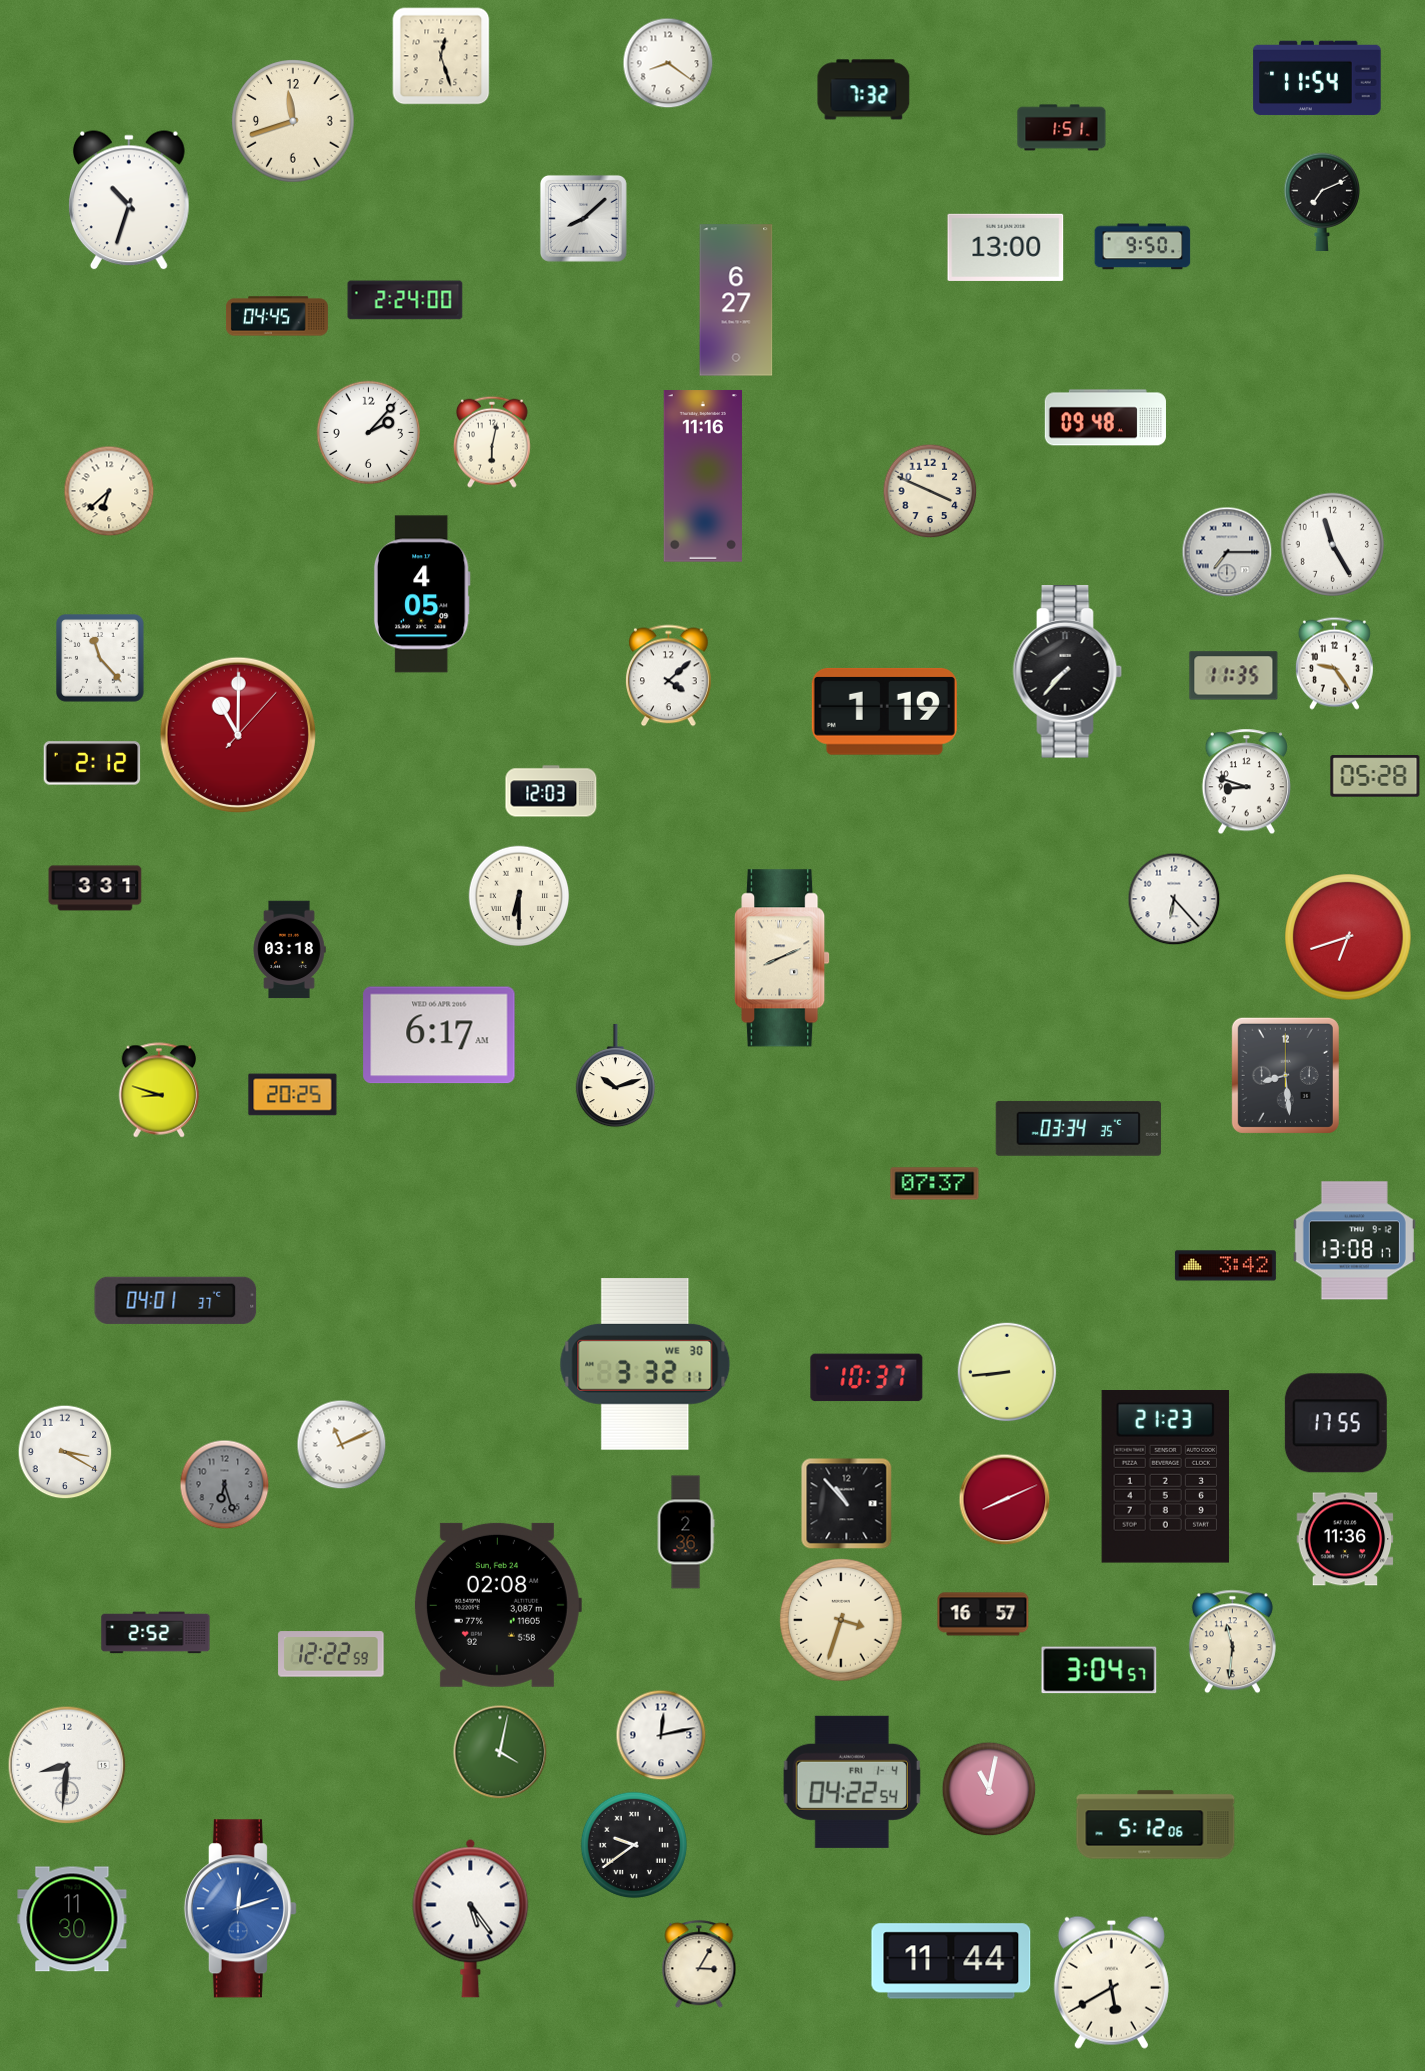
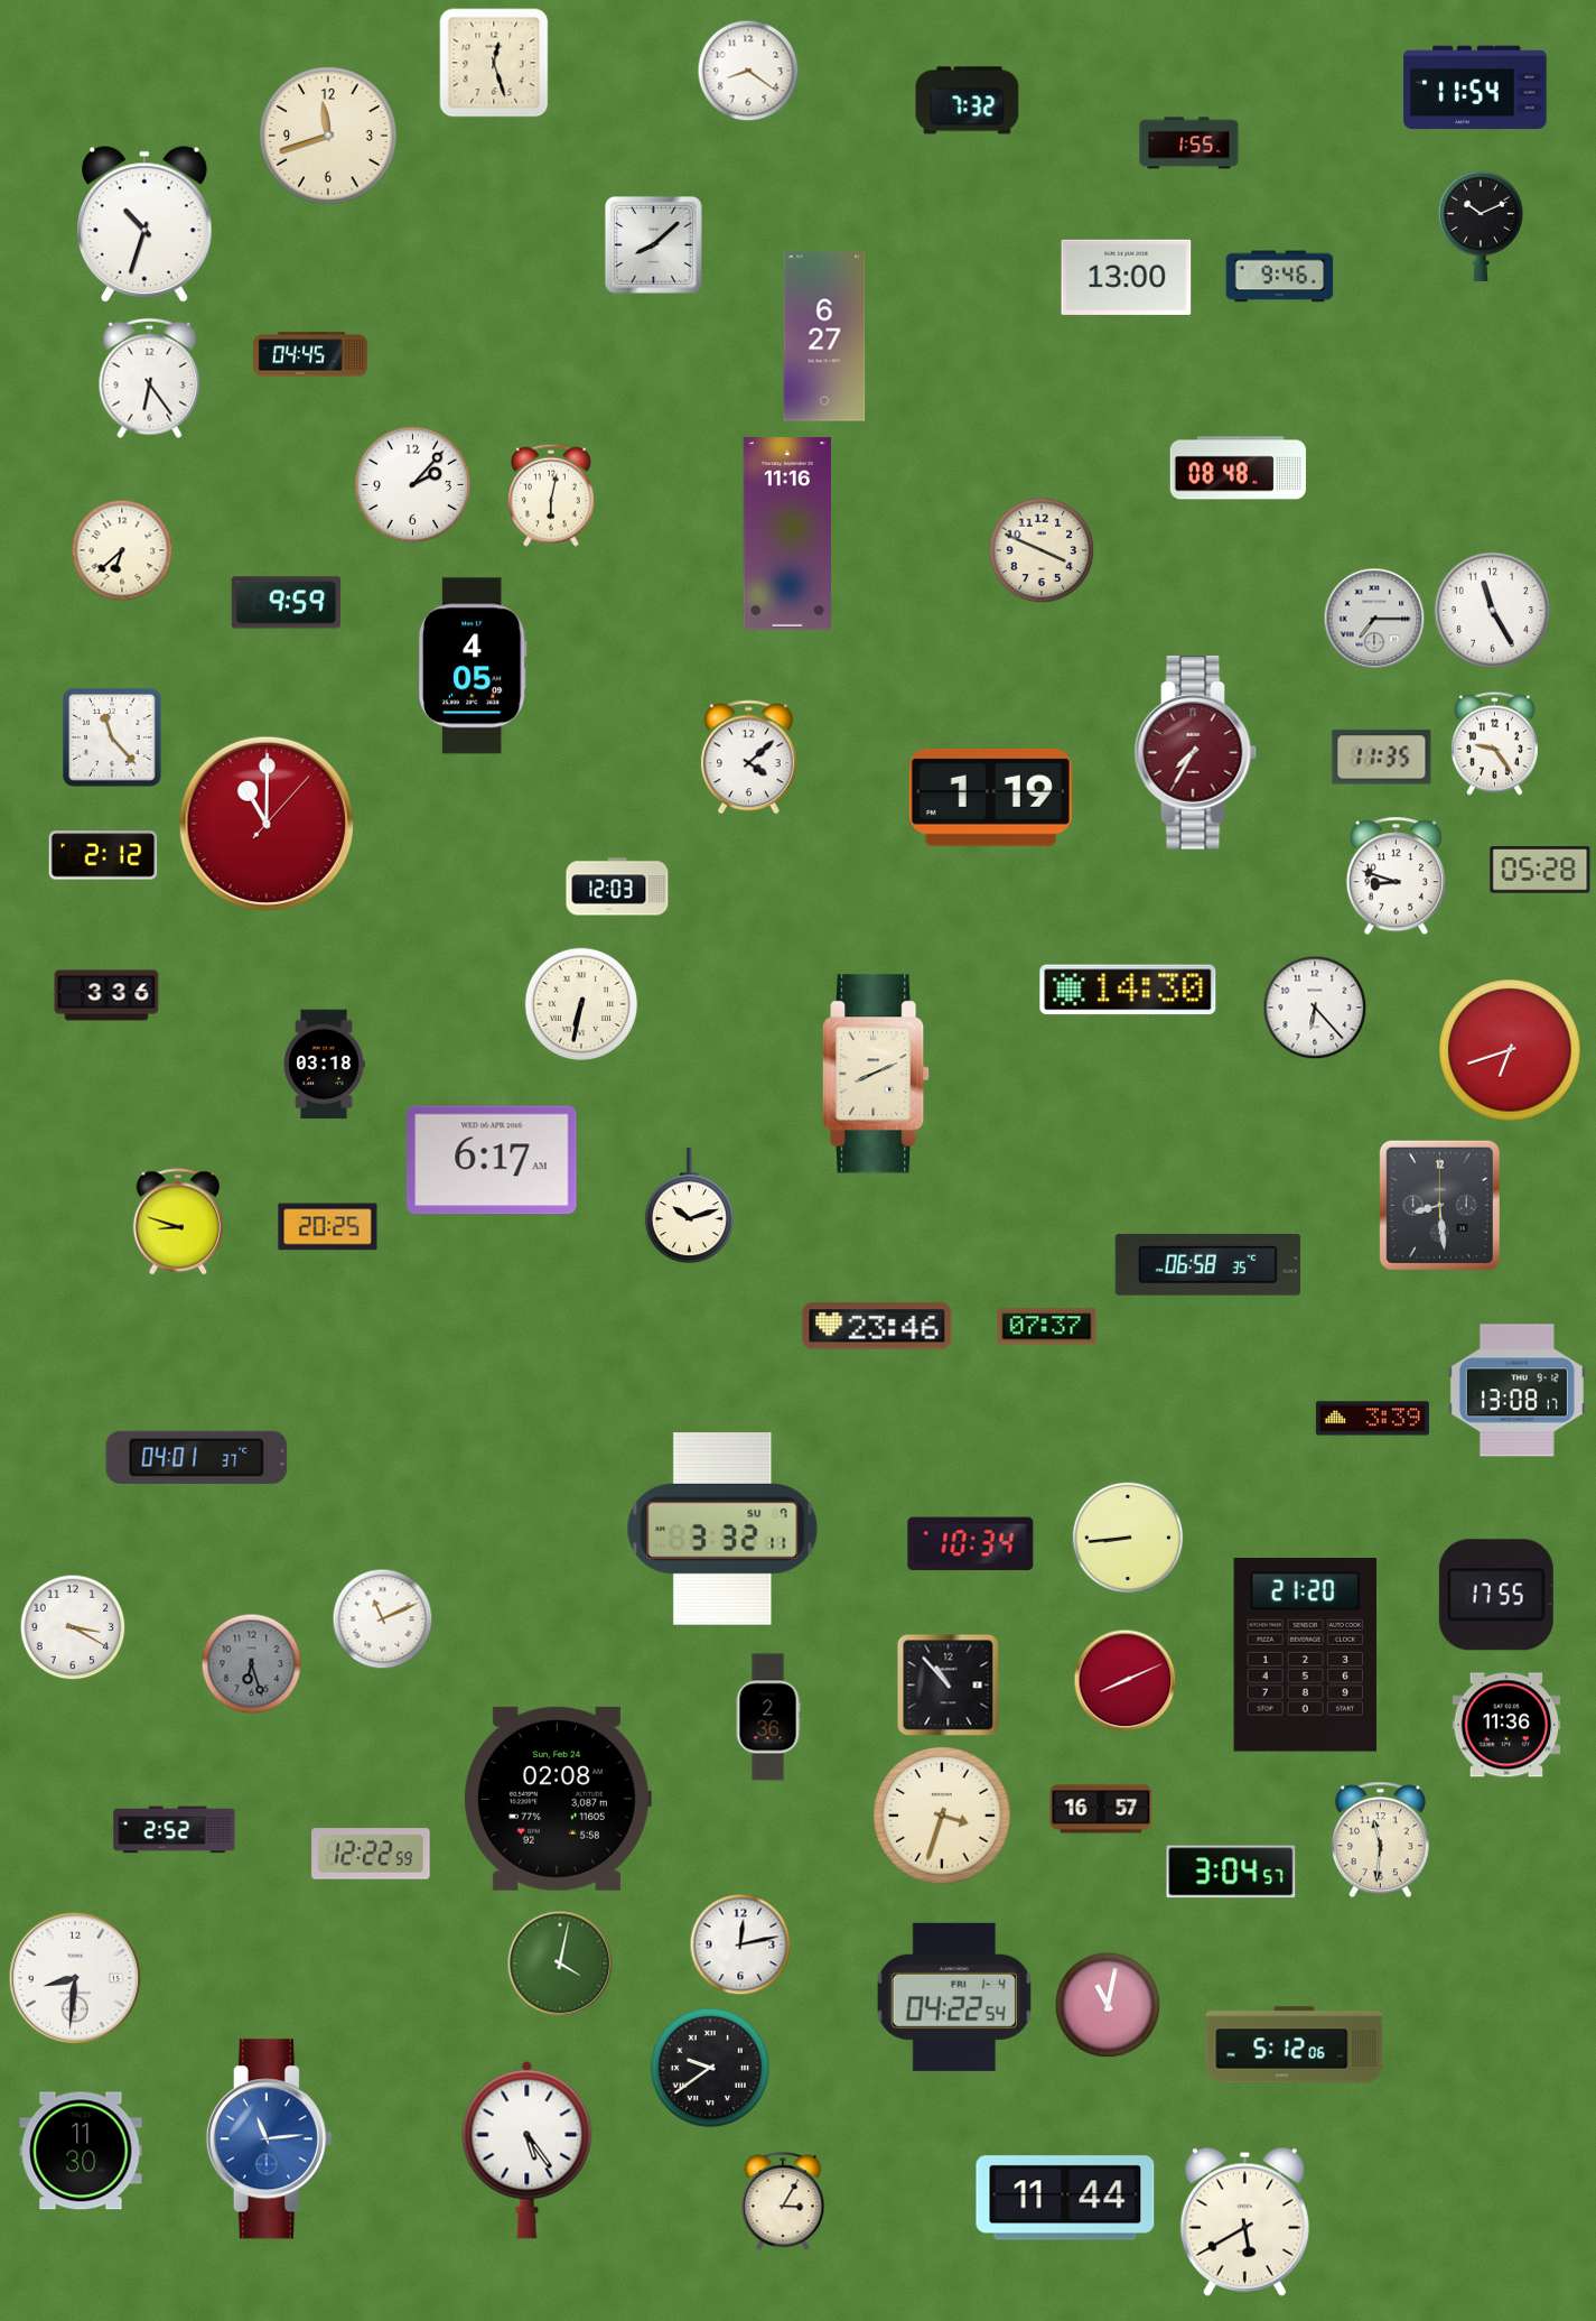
clock at (1062, 128): 1:51 -> 1:55
clock at (1322, 201): 7:11 -> 10:11
clock at (1143, 247): 9:50 -> 9:46
clock at (405, 300): 2:24 -> none
clock at (150, 379): none -> 6:24
clock at (1105, 418): 09:48 -> 08:48
clock at (287, 603): none -> 9:59
clock at (1068, 672): 7:37 -> 7:35
clock at (1068, 672) dial: black -> burgundy
clock at (1128, 990): none -> 14:30
clock at (95, 888): 3:31 -> 3:36
clock at (519, 896): 6:30 -> 6:32
clock at (1078, 1128): 03:34 -> 06:58
clock at (877, 1326): none -> 23:46
clock at (1225, 1266): 3:42 -> 3:39
clock at (645, 1365) date: WE 30 -> SU 7
clock at (867, 1378): 10:37 -> 10:34
clock at (1165, 1477): 21:23 -> 21:20
clock at (240, 1909): 12:12 -> 11:14
